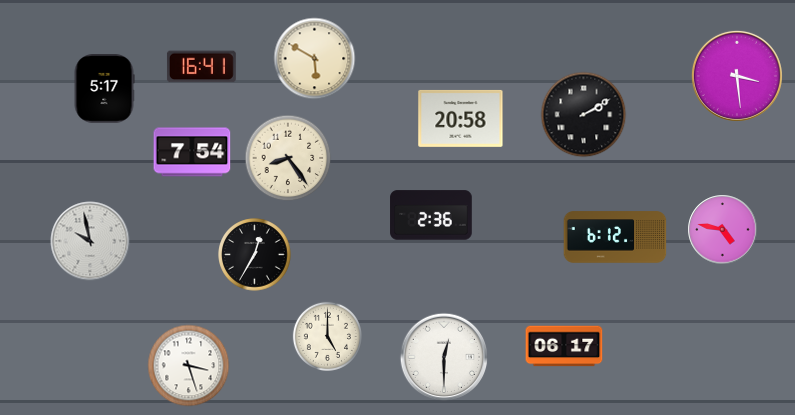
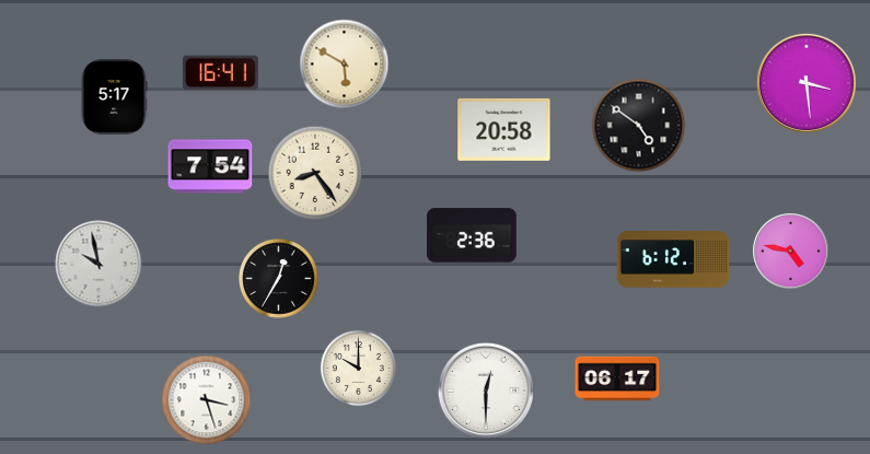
clock at (584, 115): 2:10 -> 4:51
clock at (327, 336): 5:00 -> 10:00
